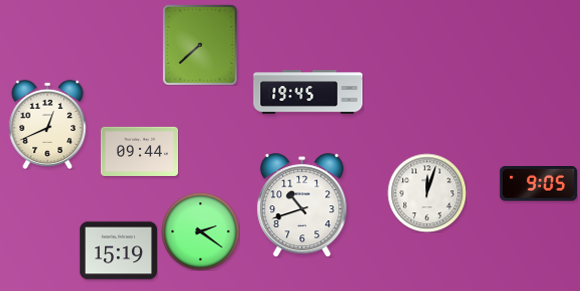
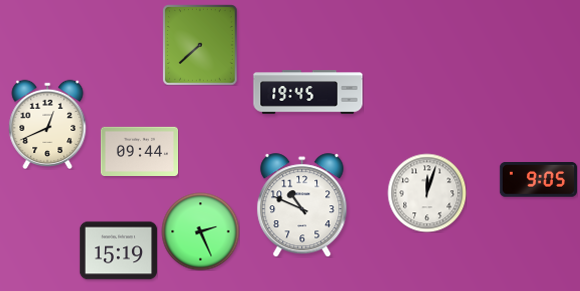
clock at (538, 184) position: (538, 184) -> (538, 180)
clock at (302, 205): 10:42 -> 10:49
clock at (200, 231): 2:21 -> 2:26
